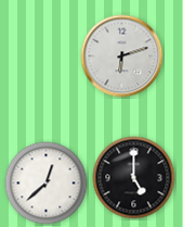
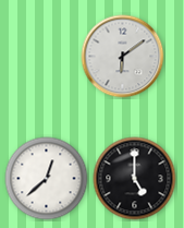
clock at (122, 56): 6:12 -> 6:09
clock at (47, 184) position: (47, 184) -> (47, 179)
